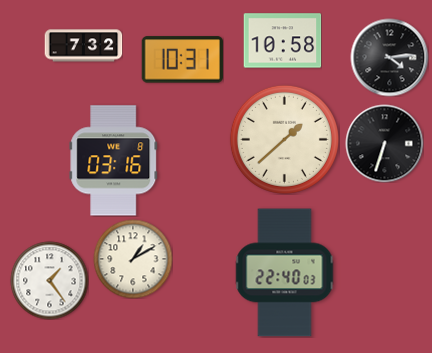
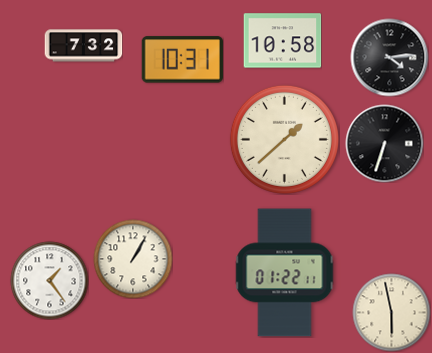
clock at (114, 161): 03:16 -> none
clock at (133, 259): 1:10 -> 1:05
clock at (285, 273): 22:40 -> 01:22
clock at (391, 312): none -> 5:58
